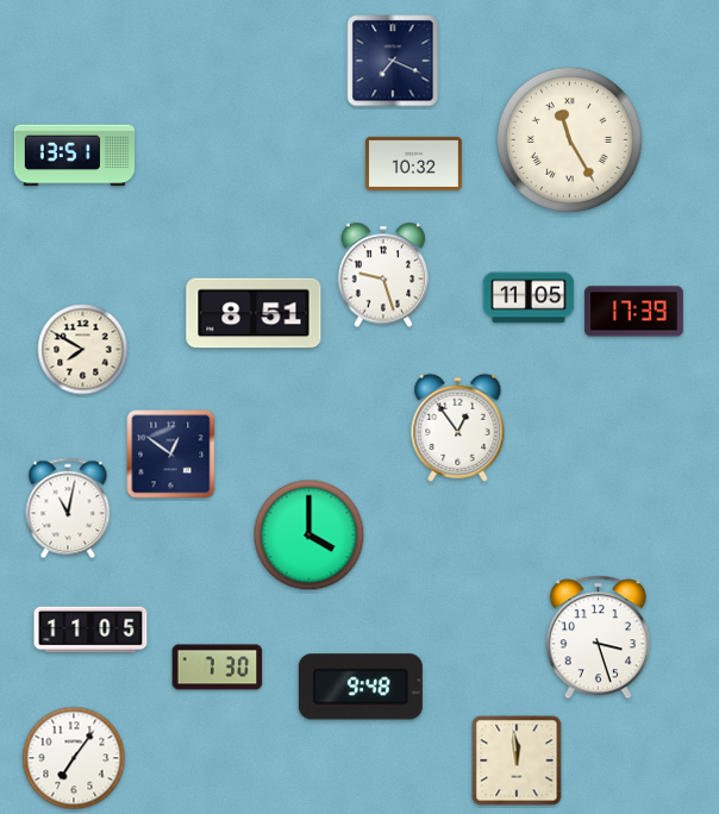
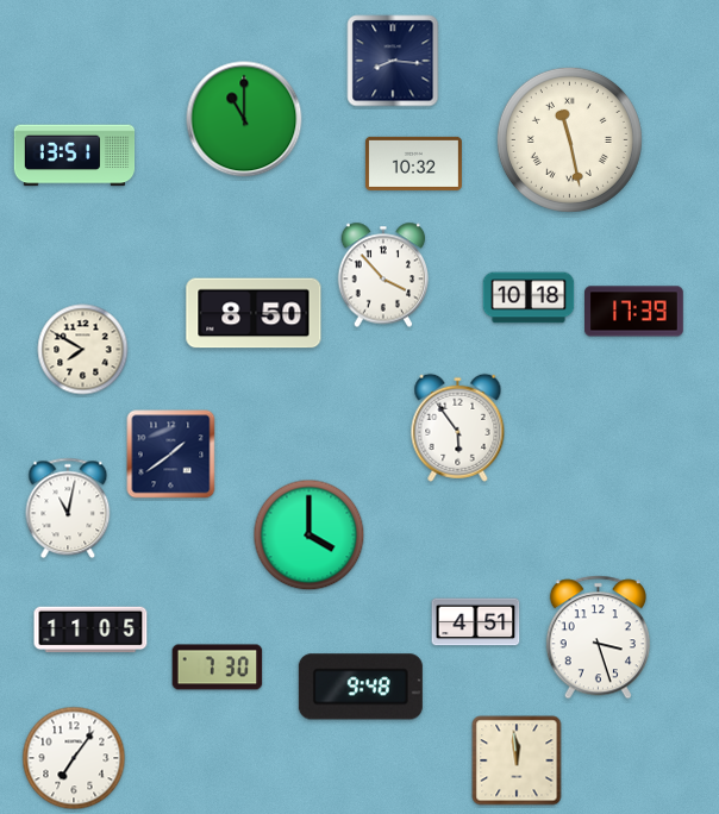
clock at (393, 61): 7:19 -> 8:16
clock at (244, 119): none -> 11:00
clock at (569, 139): 11:25 -> 11:28
clock at (383, 275): 9:27 -> 3:53
clock at (529, 298): 11:05 -> 10:18
clock at (254, 313): 8:51 -> 8:50
clock at (458, 427): 12:54 -> 5:54
clock at (171, 455): 12:51 -> 1:39
clock at (476, 622): none -> 4:51
